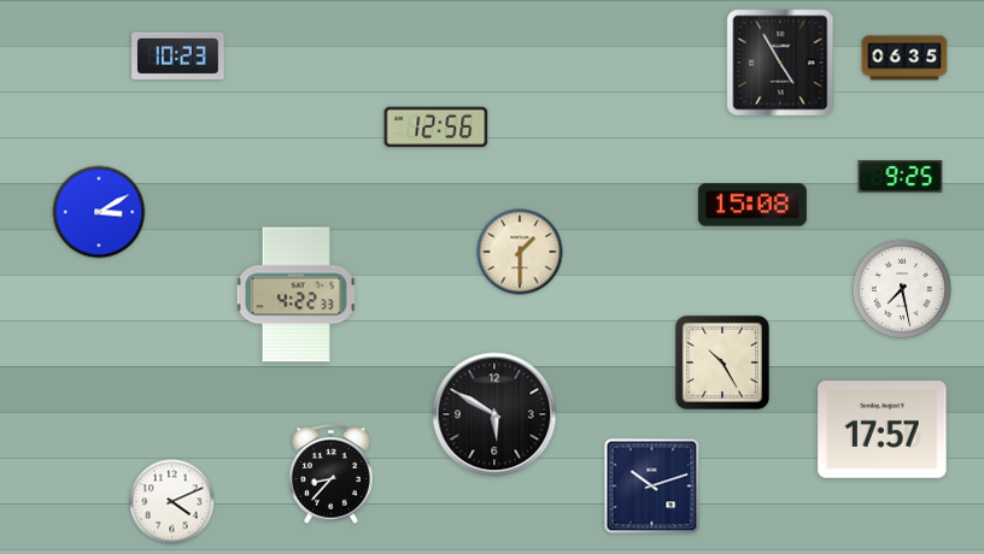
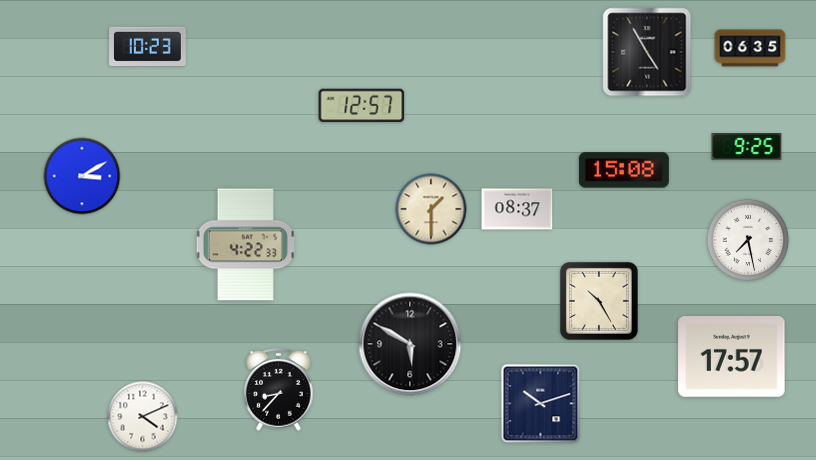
clock at (437, 128): 12:56 -> 12:57
clock at (517, 209): none -> 08:37
clock at (332, 475) position: (332, 475) -> (279, 390)
